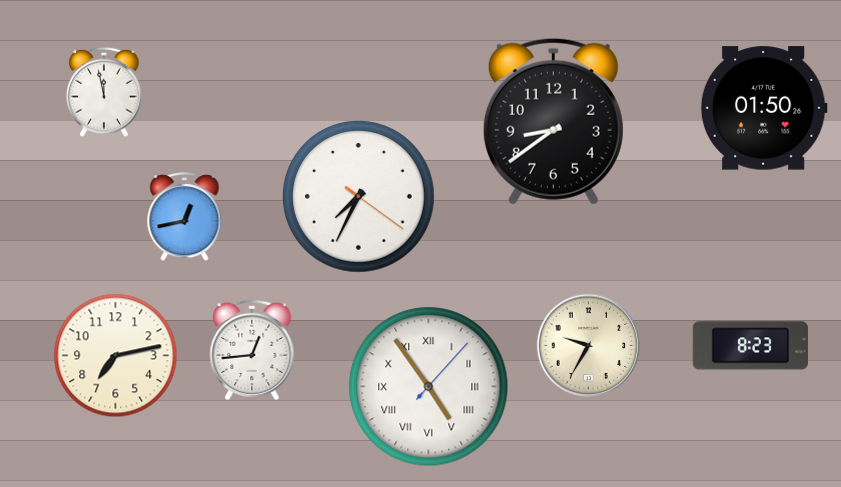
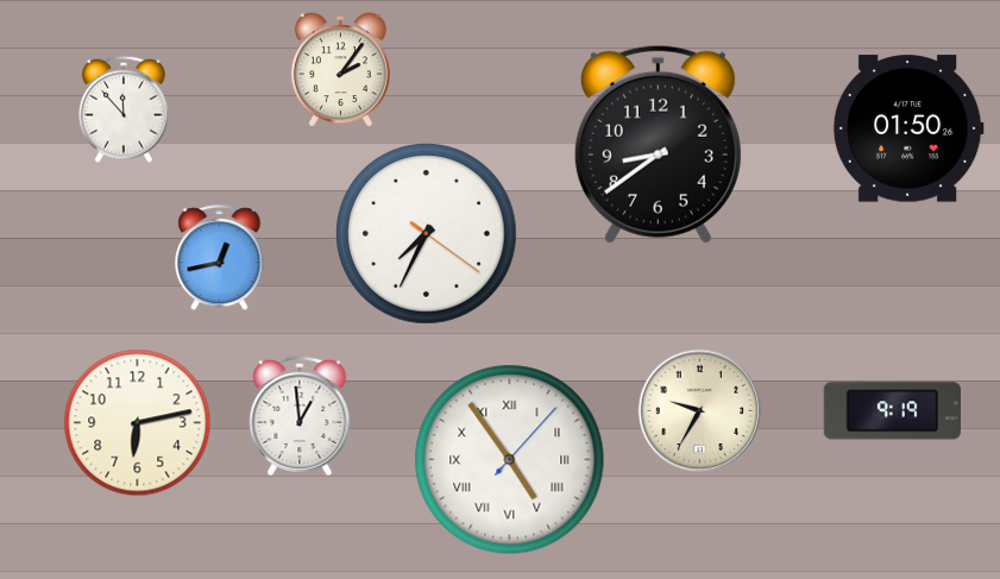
clock at (340, 70): none -> 2:06
clock at (104, 92): 11:58 -> 11:53
clock at (750, 346): 8:23 -> 9:19
clock at (252, 349): 12:44 -> 12:59
clock at (116, 356): 7:13 -> 6:13
